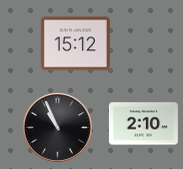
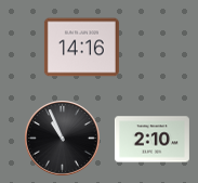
clock at (75, 44): 15:12 -> 14:16
clock at (143, 124) position: (143, 124) -> (151, 140)
